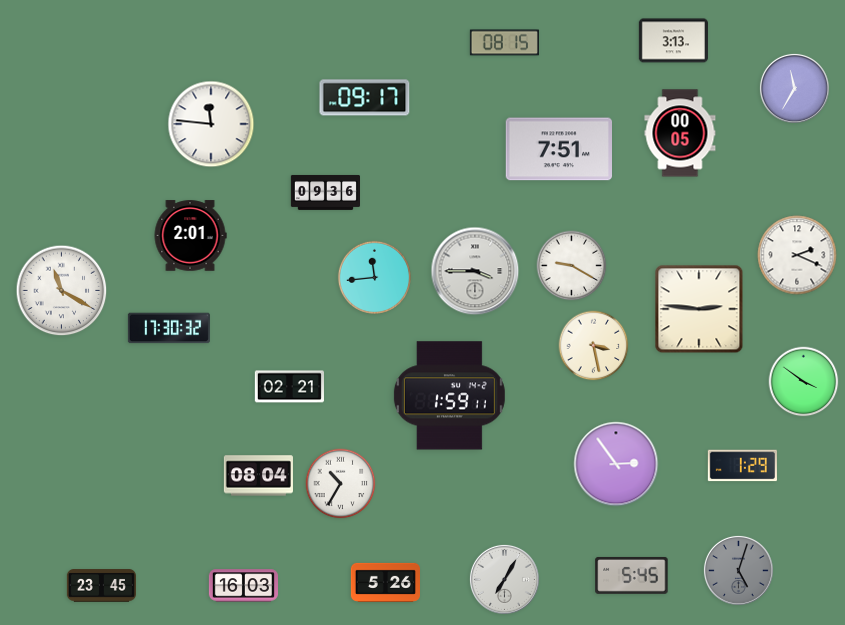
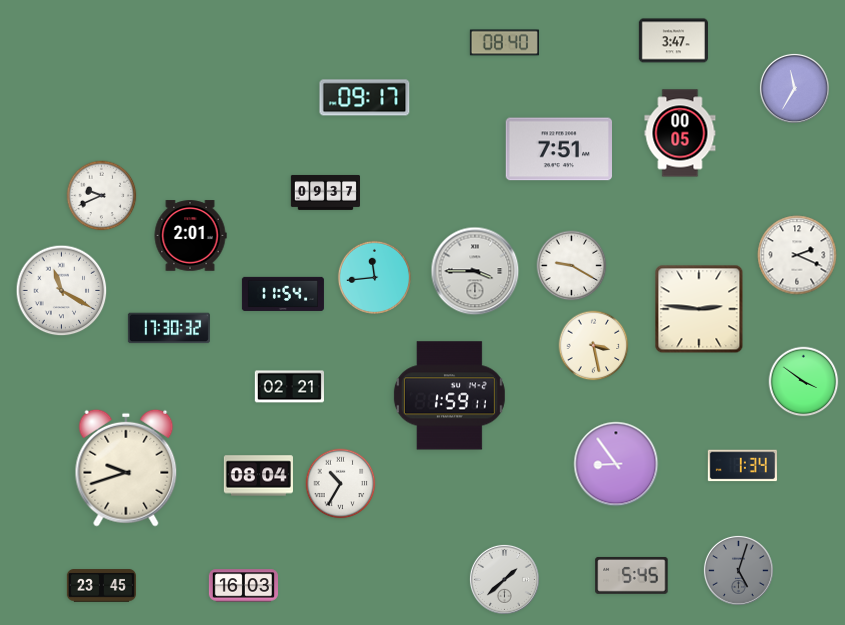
clock at (673, 41): 3:13 -> 3:47
clock at (504, 43): 08:15 -> 08:40
clock at (211, 124): 11:46 -> none
clock at (325, 192): 09:36 -> 09:37
clock at (102, 196): none -> 9:41
clock at (283, 294): none -> 11:54
clock at (616, 464): 2:54 -> 8:54
clock at (742, 466): 1:29 -> 1:34
clock at (126, 468): none -> 9:42
clock at (504, 579): 7:05 -> 1:38
clock at (385, 582): 5:26 -> none
